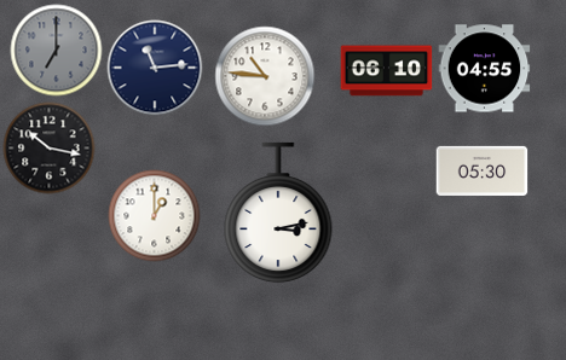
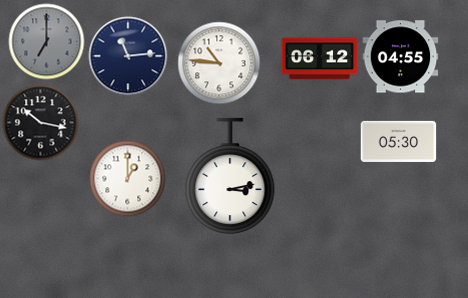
clock at (387, 71): 06:10 -> 06:12
